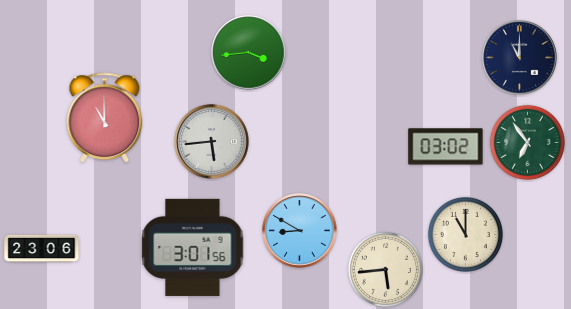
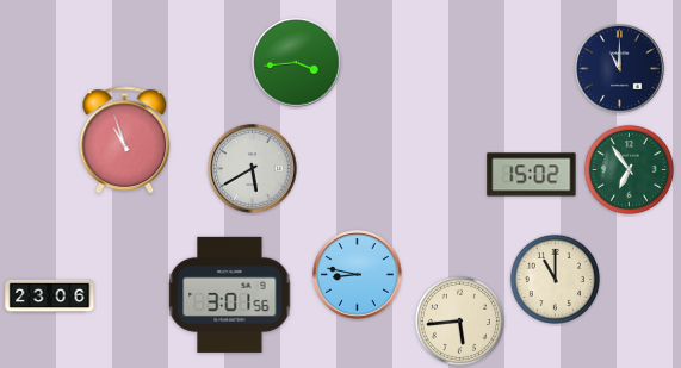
clock at (105, 118): 11:00 -> 10:57
clock at (212, 142): 5:44 -> 5:40
clock at (446, 147): 03:02 -> 15:02
clock at (300, 231): 8:50 -> 8:47
